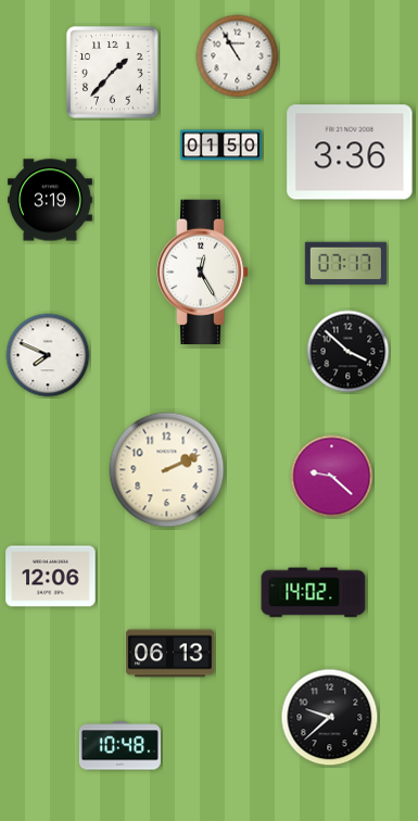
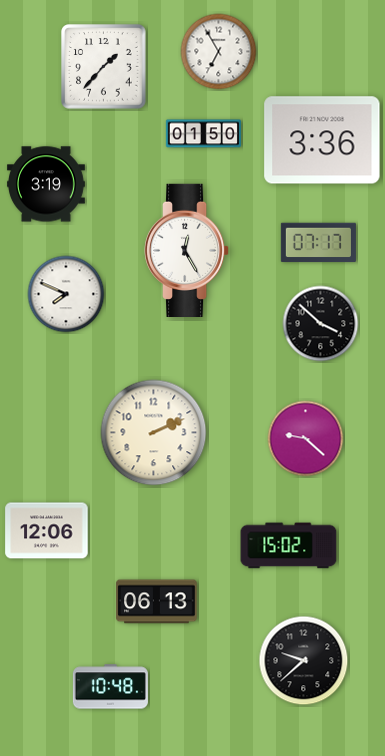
clock at (238, 56): 10:55 -> 6:55
clock at (48, 355) position: (48, 355) -> (66, 294)
clock at (314, 593): 14:02 -> 15:02
